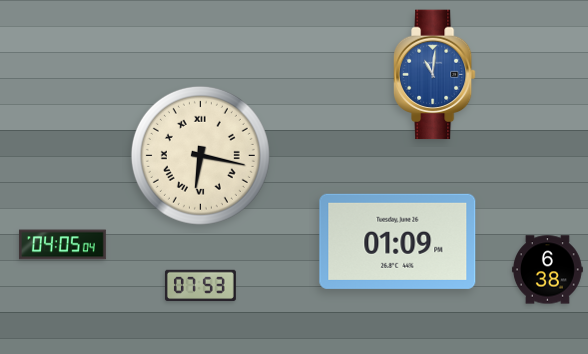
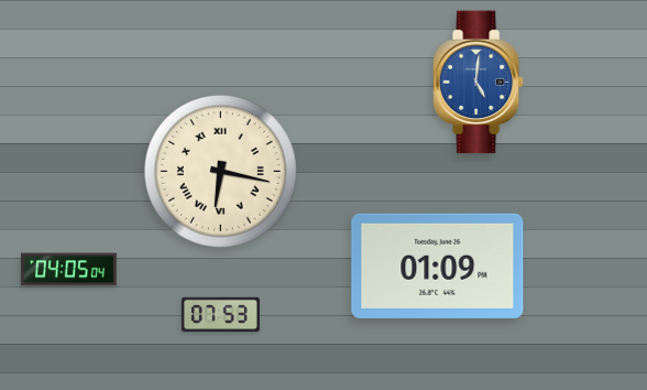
clock at (434, 75): 11:01 -> 5:01
clock at (547, 270): 6:38 -> none
